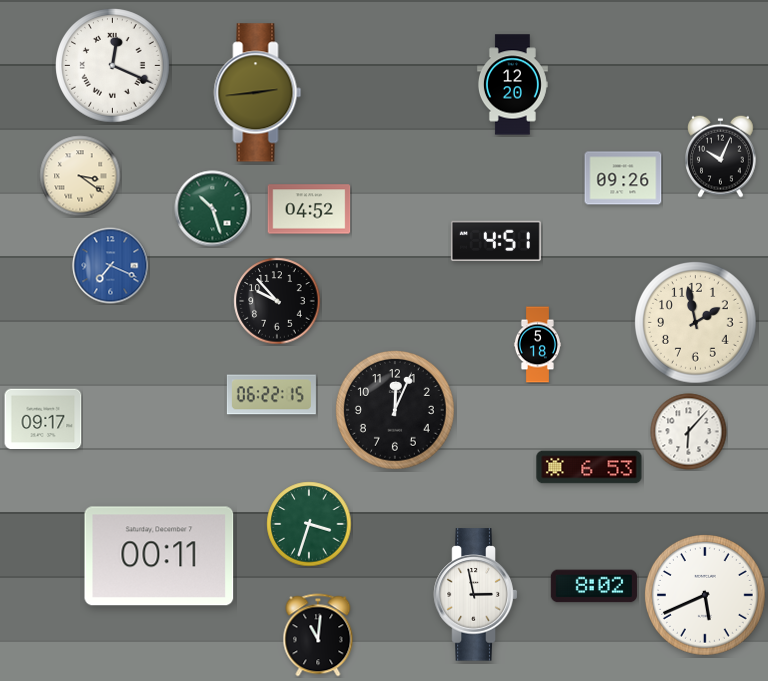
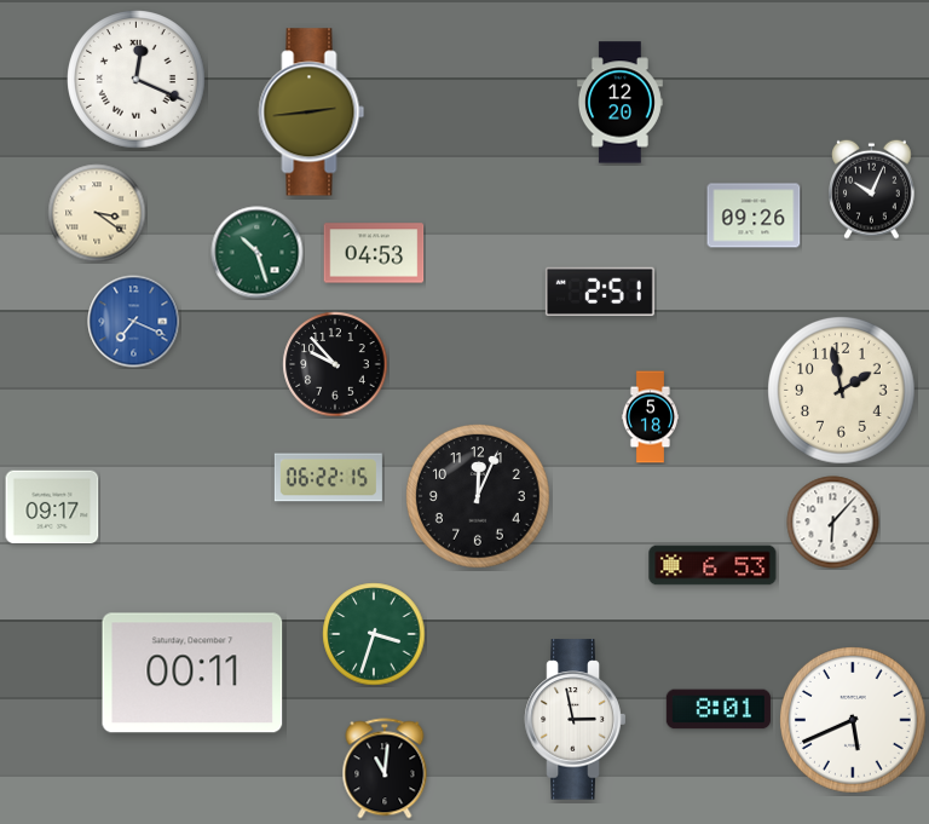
clock at (309, 209): 04:52 -> 04:53
clock at (496, 240): 4:51 -> 2:51
clock at (594, 586): 8:02 -> 8:01
